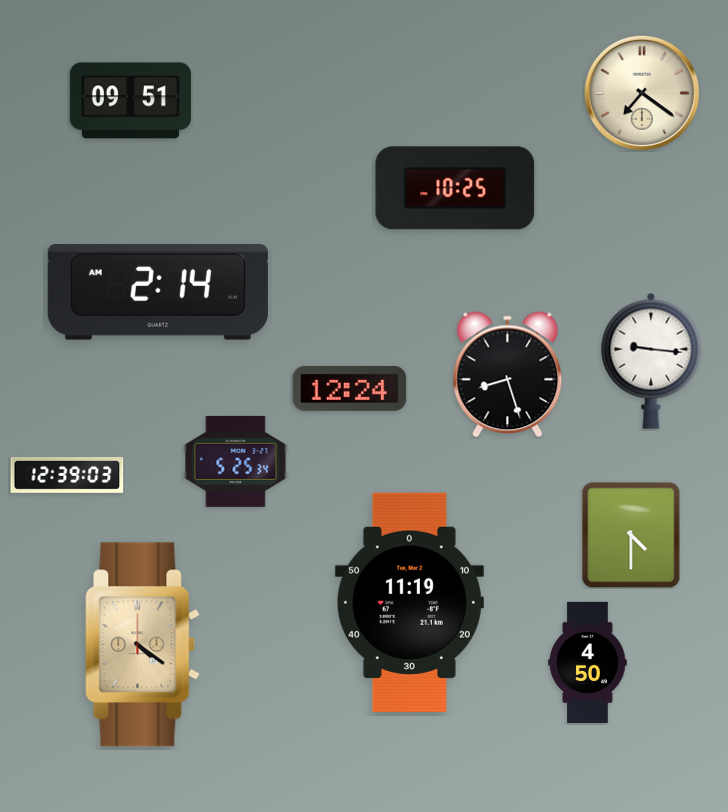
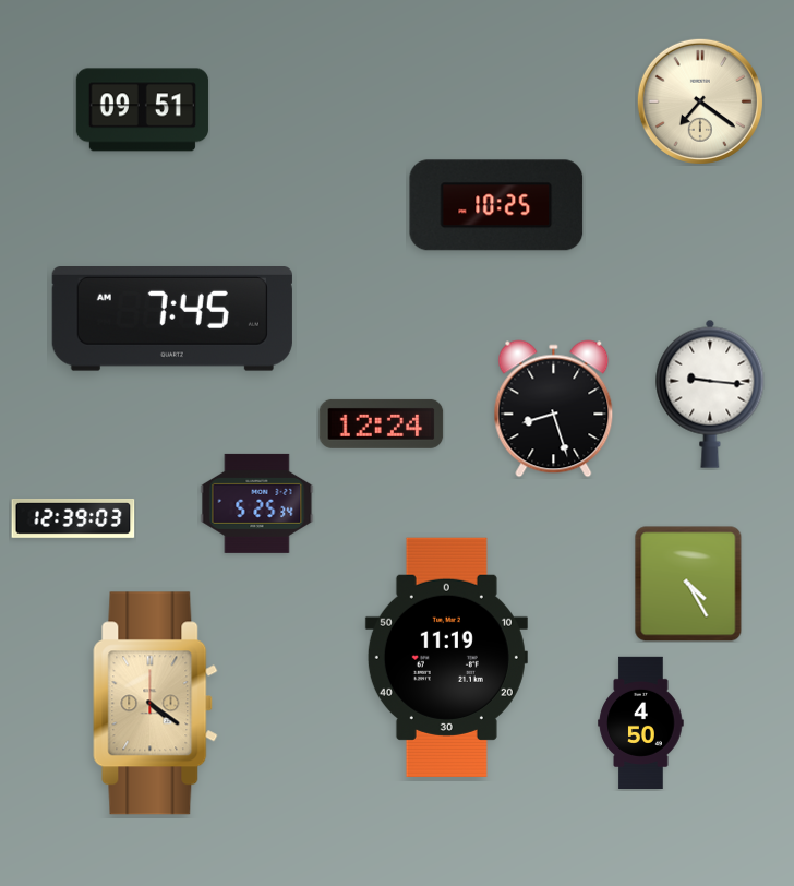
clock at (158, 293): 2:14 -> 7:45
clock at (631, 535): 4:30 -> 4:25
